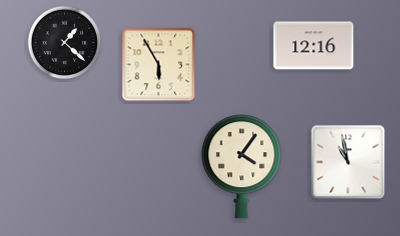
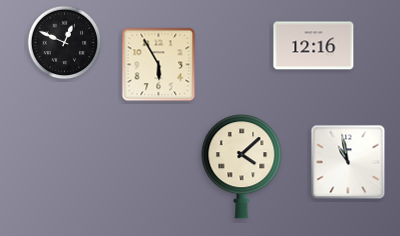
clock at (65, 43): 1:22 -> 12:49
clock at (242, 167): 4:06 -> 4:08
